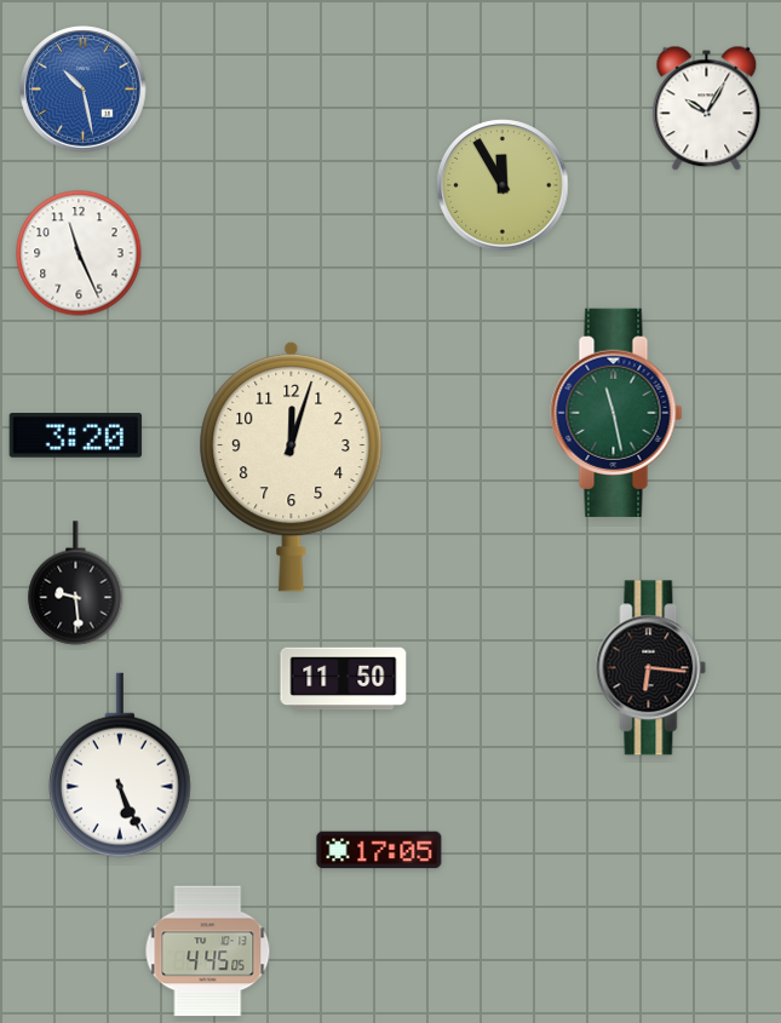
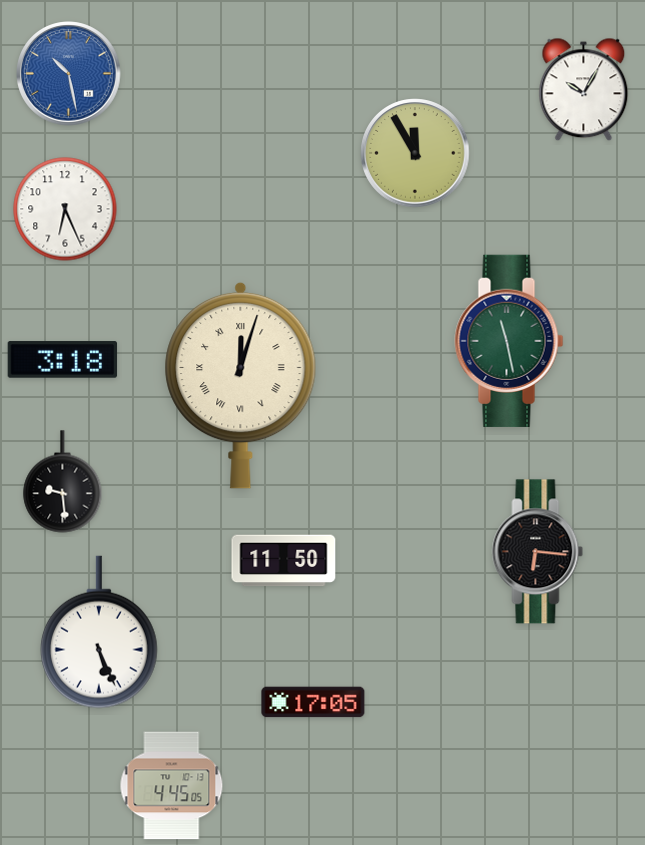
clock at (79, 253): 11:26 -> 6:26
clock at (76, 436): 3:20 -> 3:18
clock at (292, 466) numerals: Arabic -> Roman
